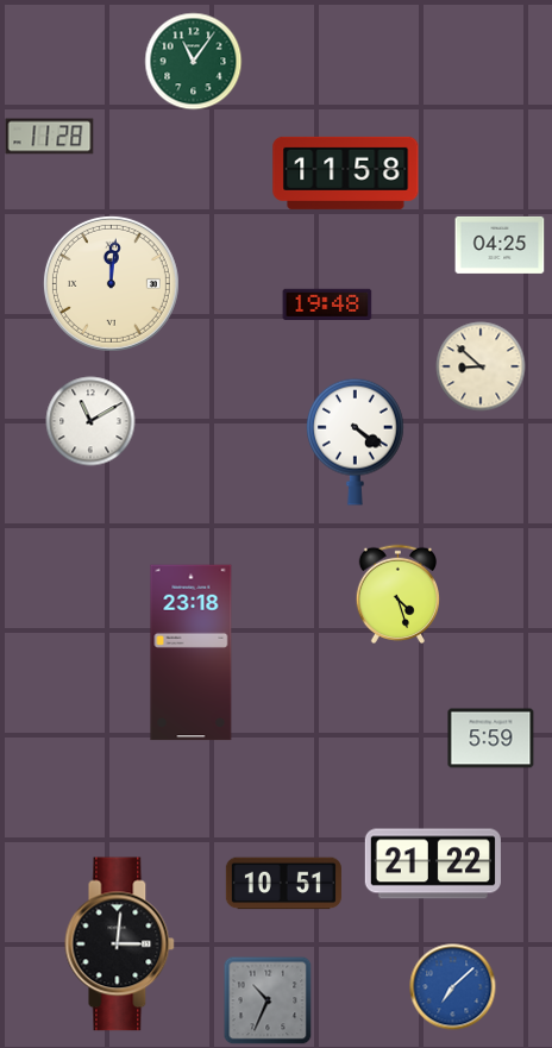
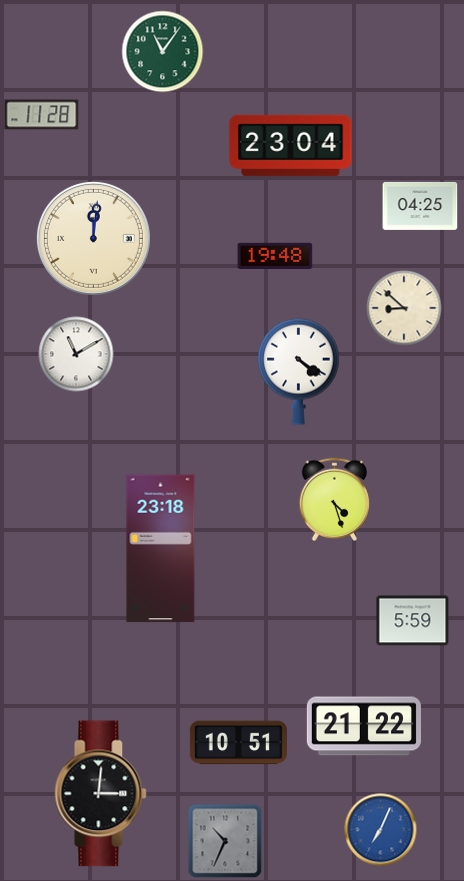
clock at (346, 172): 11:58 -> 23:04
clock at (453, 987): 7:08 -> 7:04
